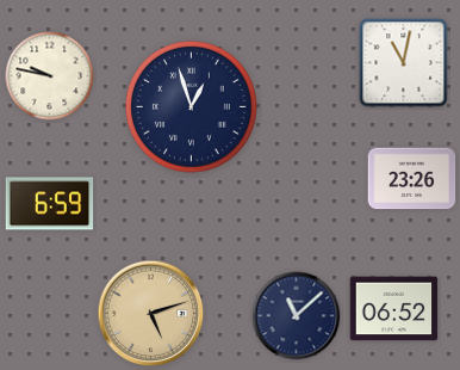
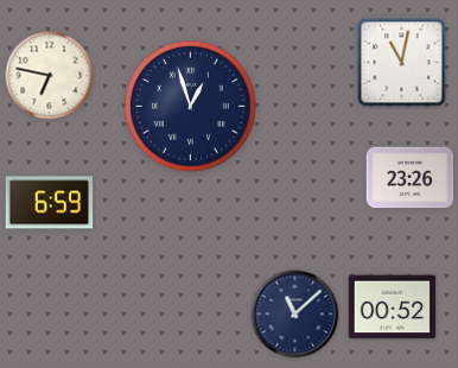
clock at (50, 76): 9:47 -> 6:47
clock at (394, 309): 06:52 -> 00:52
clock at (151, 314): 5:12 -> none
